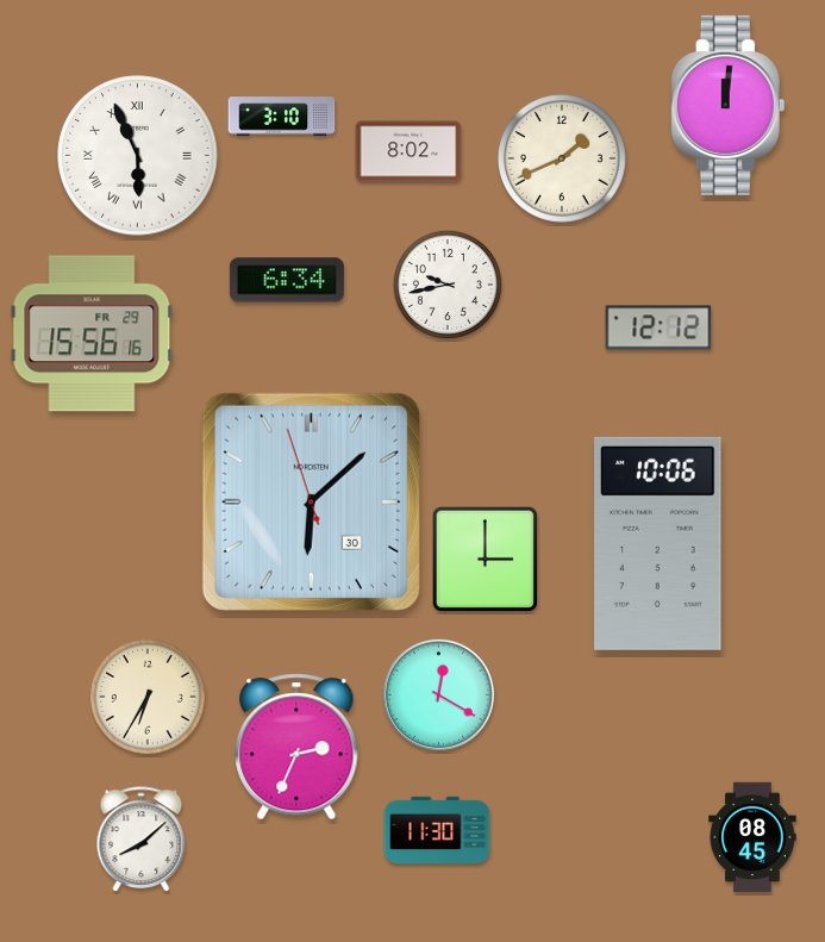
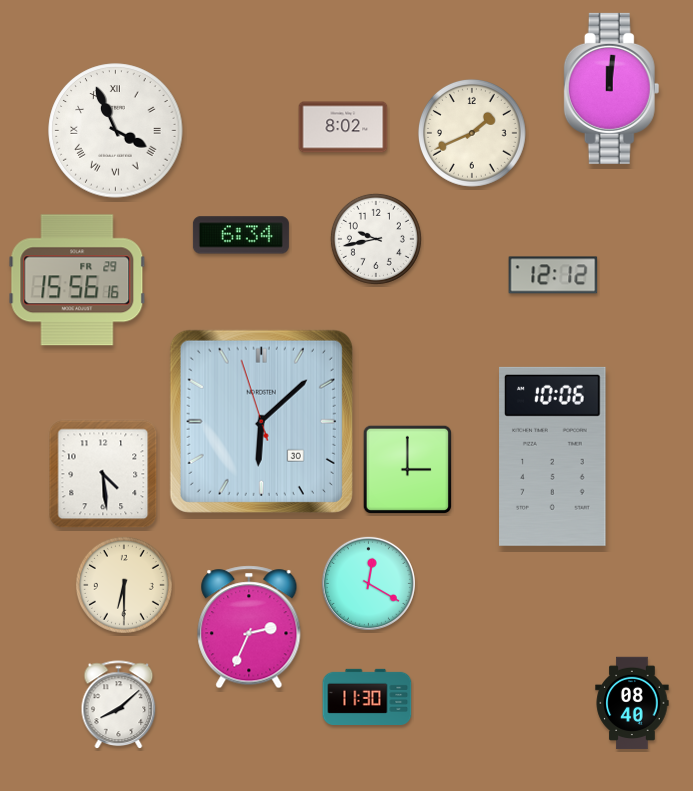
clock at (282, 117): 3:10 -> none
clock at (138, 156): 5:56 -> 3:56
clock at (103, 474): none -> 4:29
clock at (148, 697): 6:35 -> 6:30
clock at (752, 837): 08:45 -> 08:40
